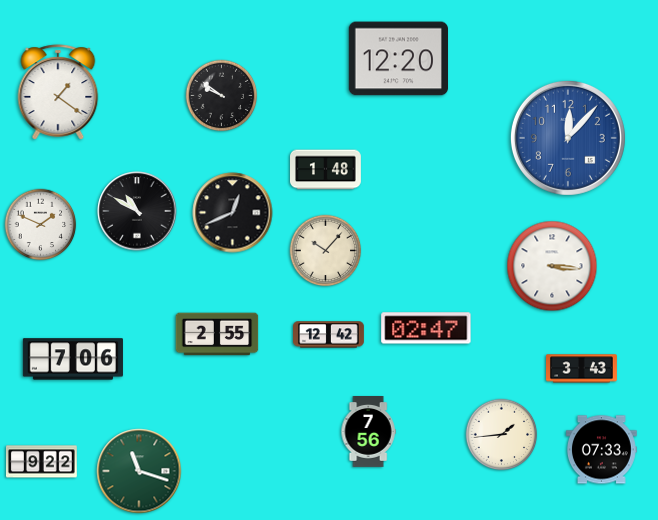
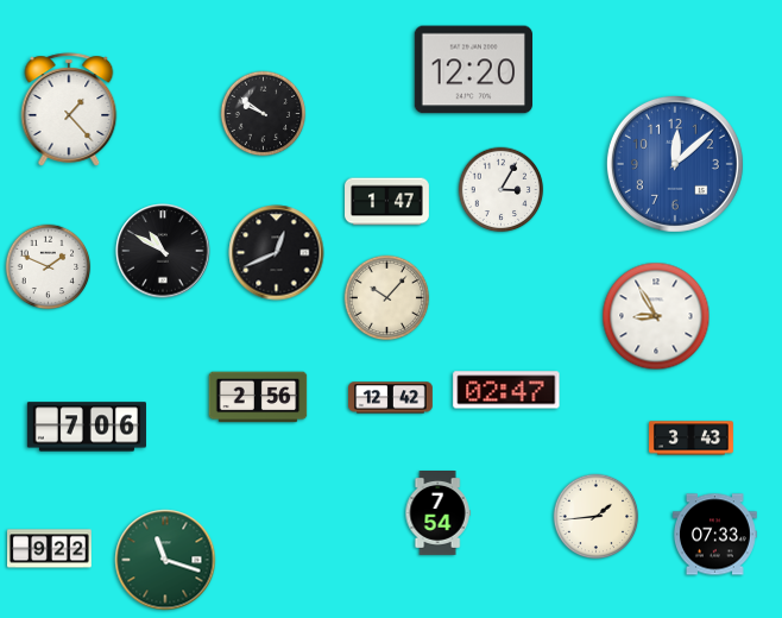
clock at (58, 92): 1:21 -> 1:23
clock at (568, 138): 12:07 -> 12:08
clock at (502, 190): none -> 3:05
clock at (326, 170): 1:48 -> 1:47
clock at (552, 266): 3:16 -> 8:55
clock at (217, 334): 2:55 -> 2:56
clock at (368, 432): 7:56 -> 7:54
